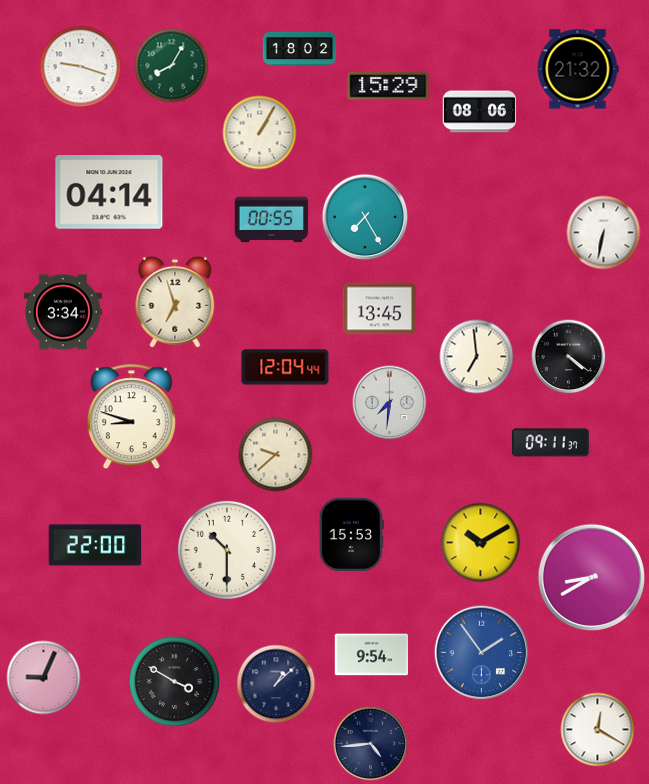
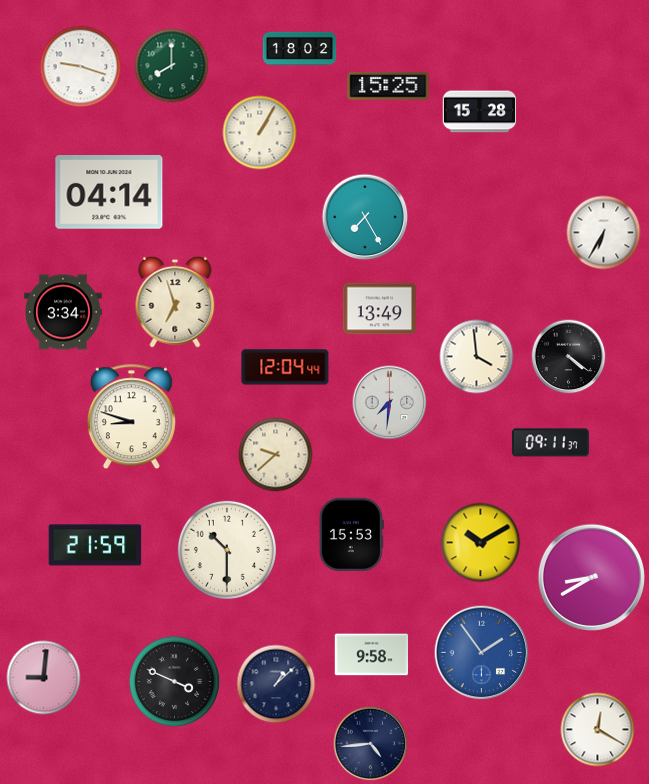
clock at (172, 66): 8:05 -> 8:00
clock at (578, 69): 21:32 -> none
clock at (388, 86): 15:29 -> 15:25
clock at (480, 112): 08:06 -> 15:28
clock at (272, 220): 00:55 -> none
clock at (604, 233): 6:32 -> 6:35
clock at (380, 309): 13:45 -> 13:49
clock at (477, 357): 6:59 -> 3:59
clock at (95, 545): 22:00 -> 21:59
clock at (372, 655): 9:54 -> 9:58
clock at (44, 678): 9:04 -> 9:01
clock at (175, 682): 3:50 -> 3:49
